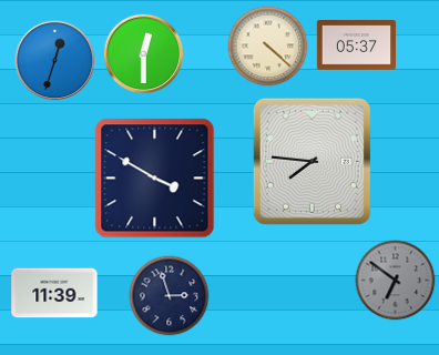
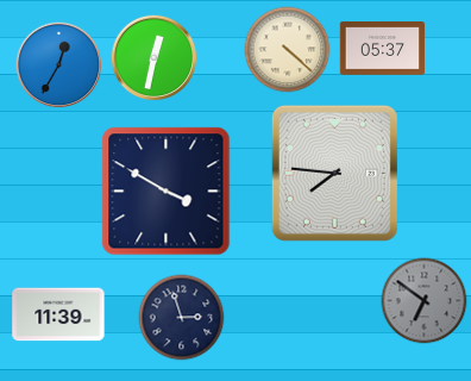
clock at (144, 54): 12:30 -> 12:32
clock at (55, 61): 12:33 -> 12:35
